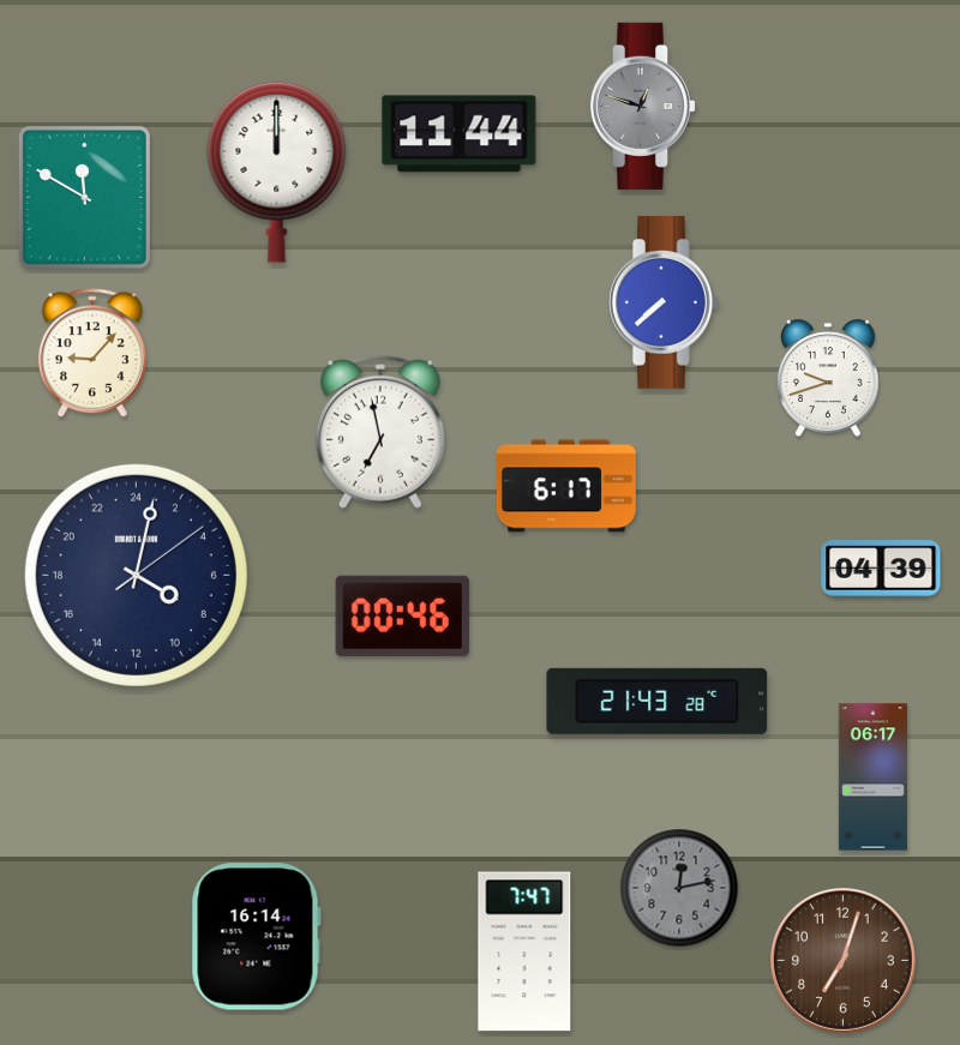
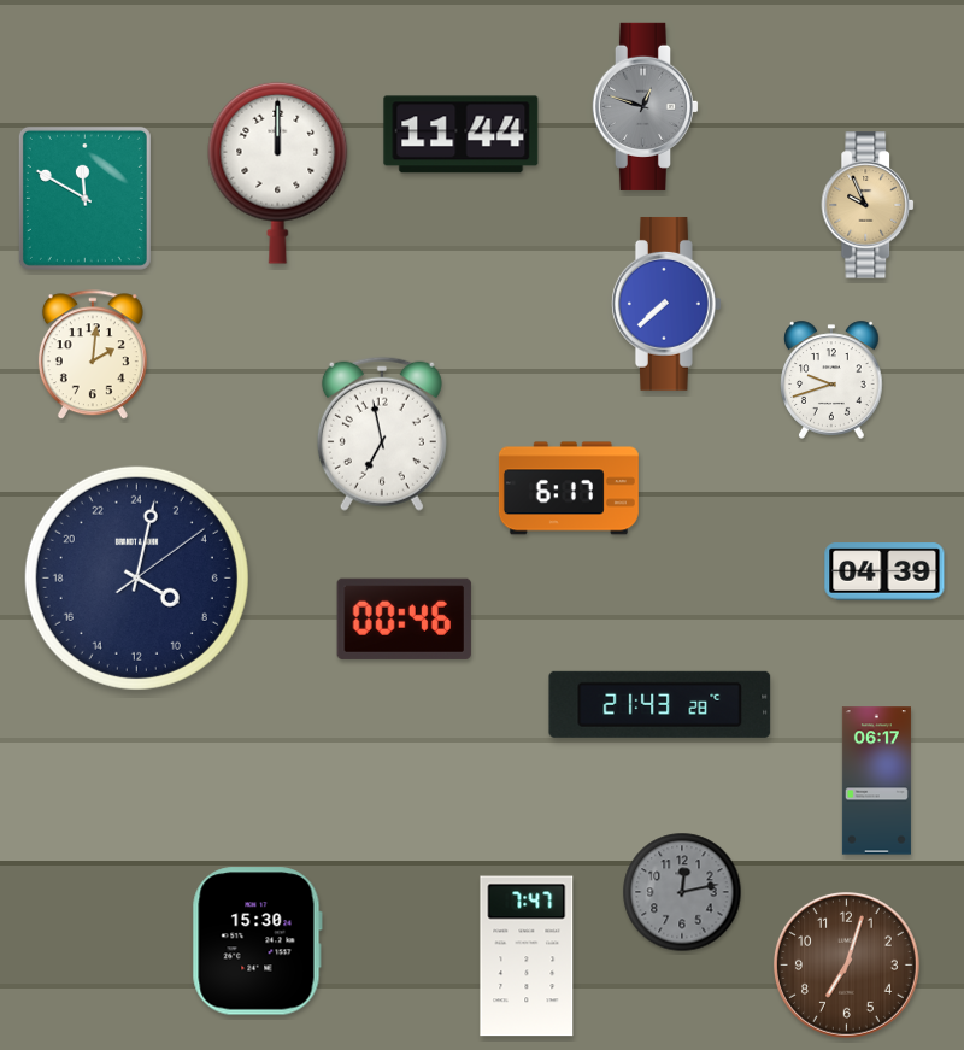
clock at (869, 205): none -> 9:56
clock at (92, 354): 9:07 -> 2:01
clock at (256, 937): 16:14 -> 15:30
